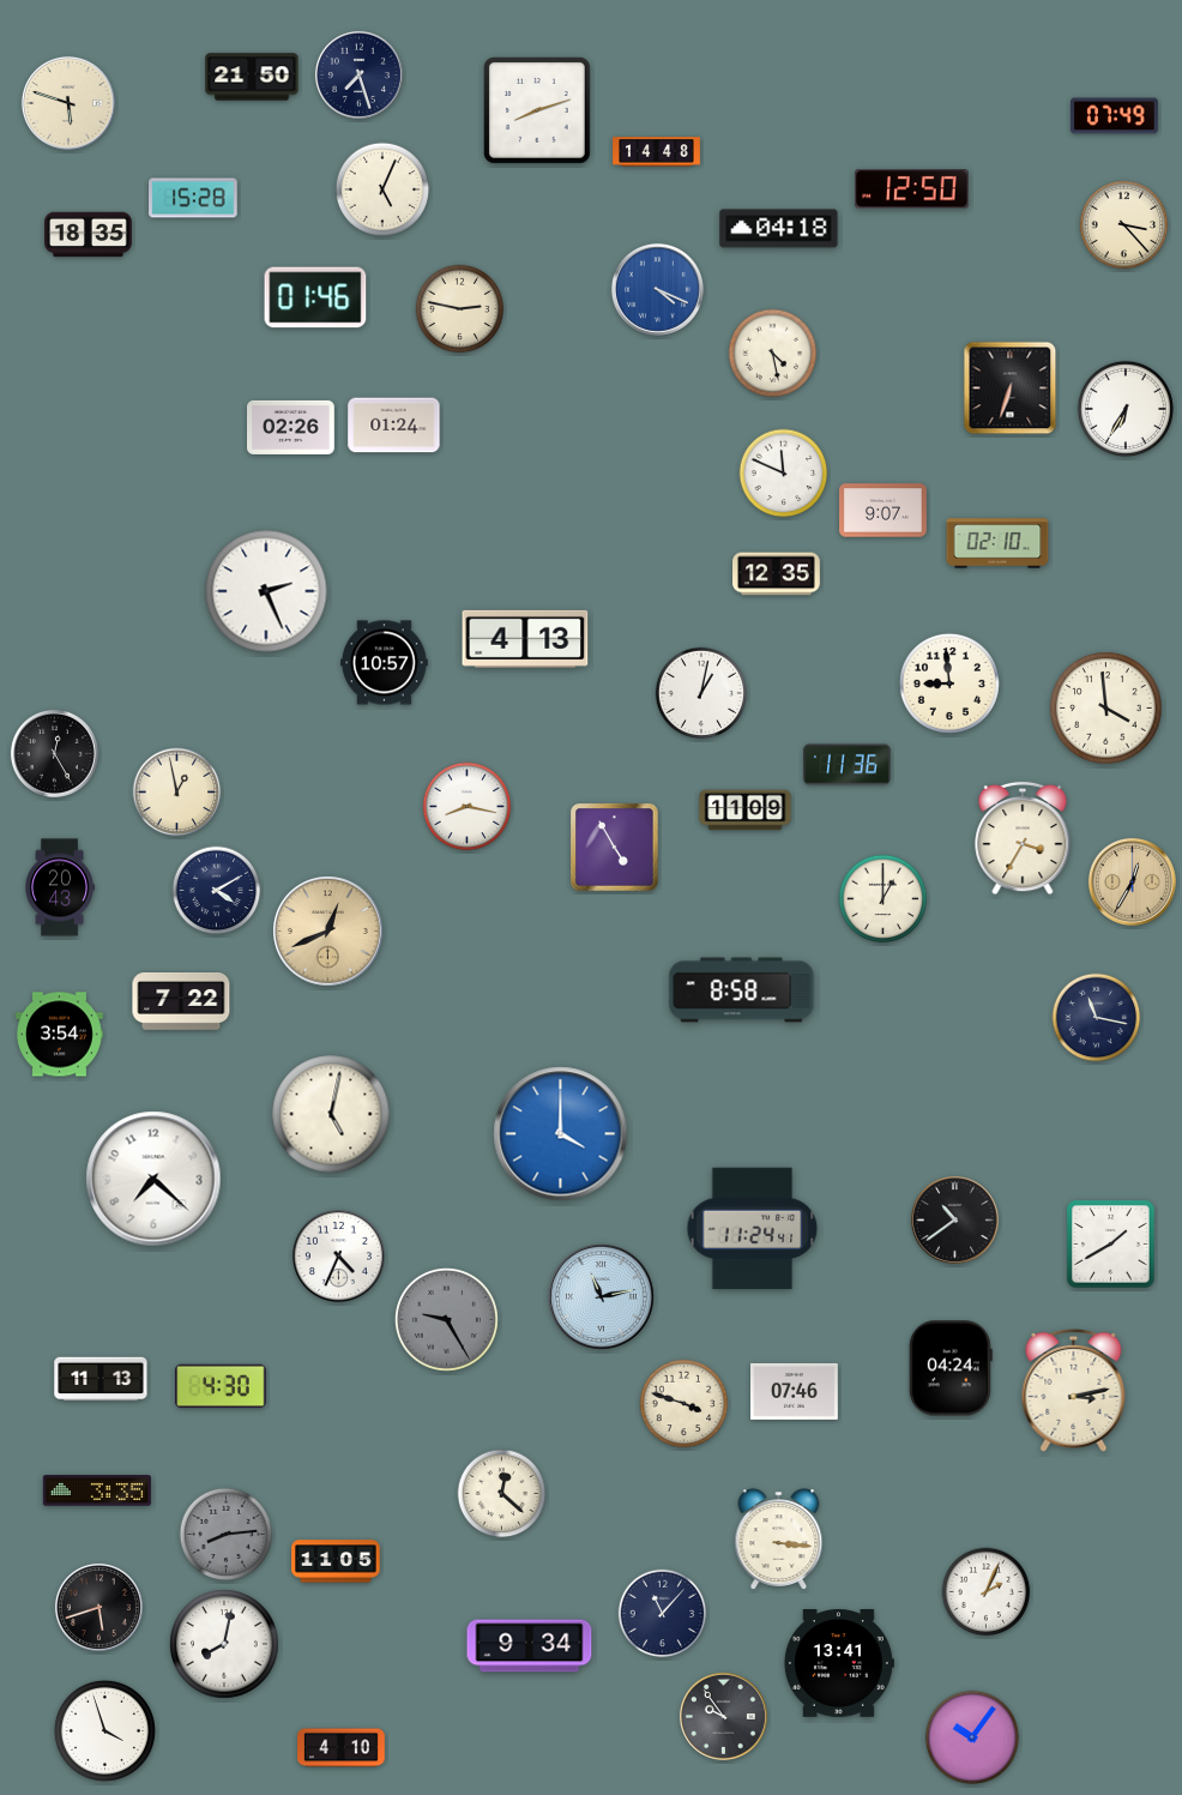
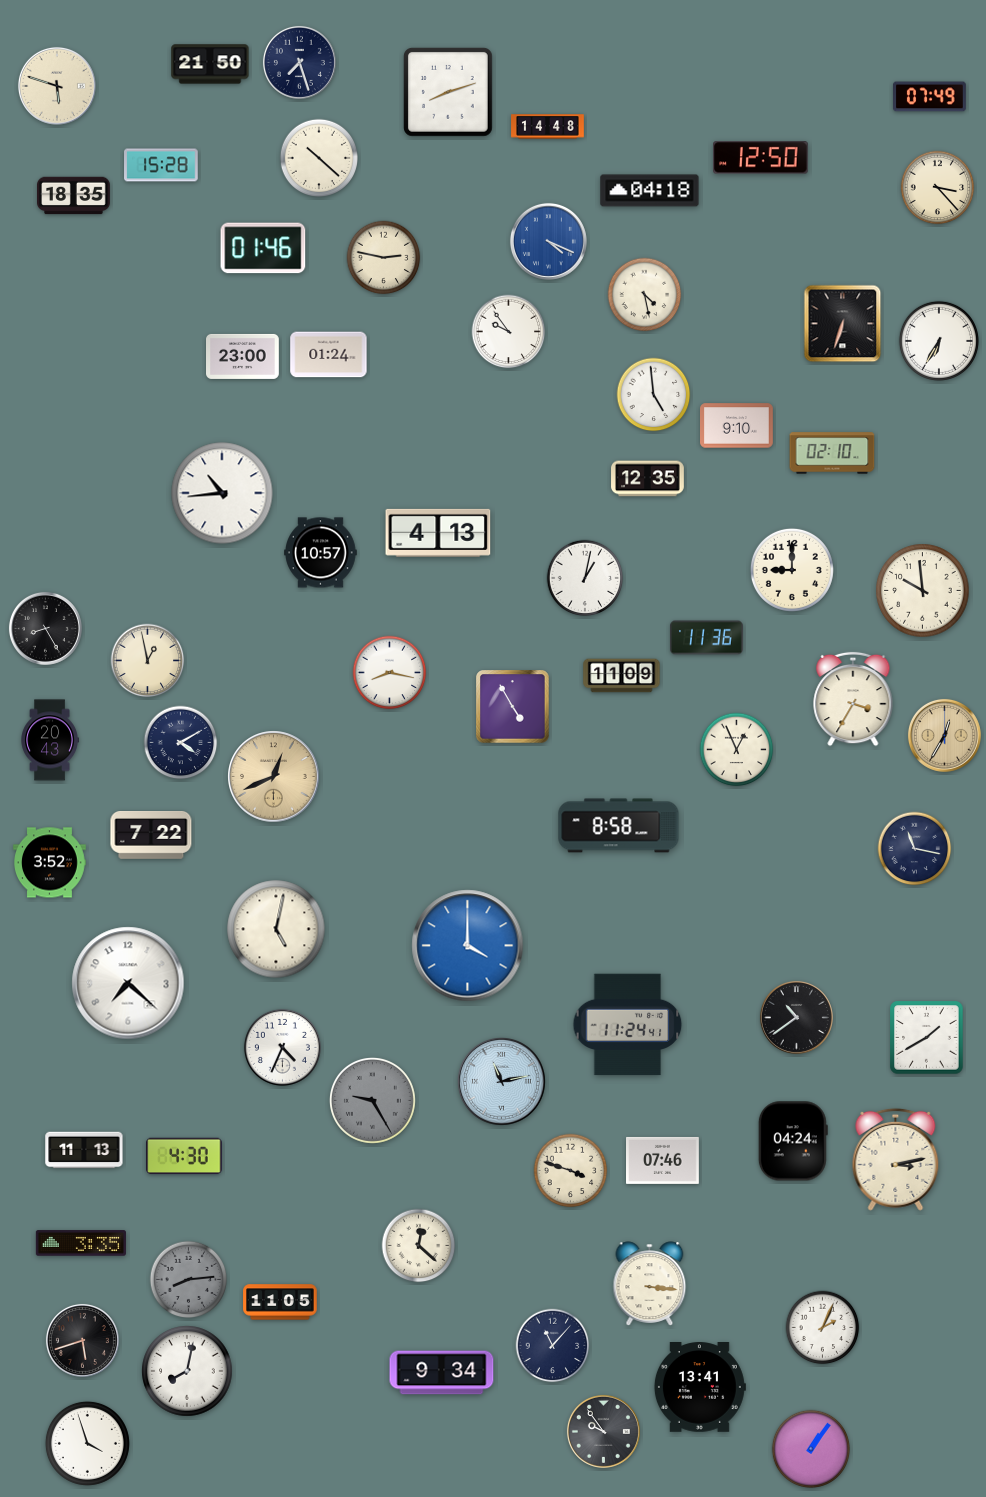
clock at (381, 188): 5:04 -> 10:22
clock at (509, 332): none -> 9:54
clock at (291, 427): 02:26 -> 23:00
clock at (784, 474): 11:49 -> 4:59
clock at (884, 511): 9:07 -> 9:10
clock at (266, 591): 2:26 -> 10:44
clock at (949, 683): 8:59 -> 9:00
clock at (1106, 709): 3:59 -> 9:59
clock at (54, 753): 12:25 -> 8:25
clock at (884, 899): 1:00 -> 12:56
clock at (60, 1035): 3:54 -> 3:52
clock at (971, 1736): 10:06 -> 1:06
clock at (342, 1748): 4:10 -> none
